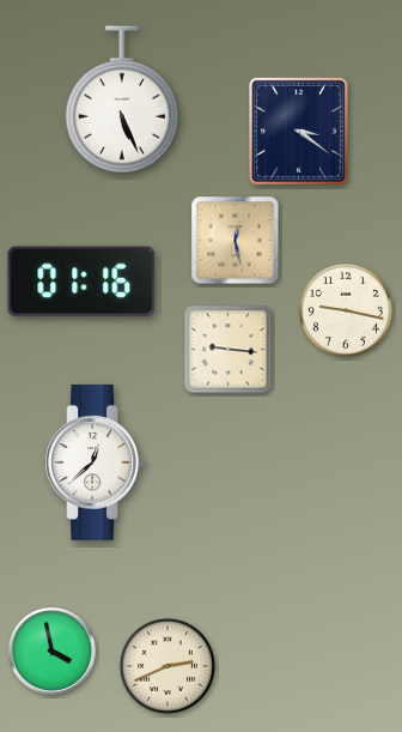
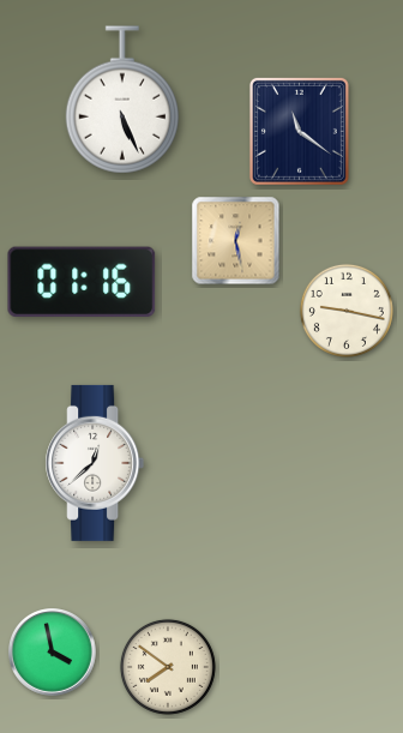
clock at (298, 131): 3:21 -> 11:21
clock at (229, 350): 9:16 -> none
clock at (167, 666): 2:41 -> 7:51
